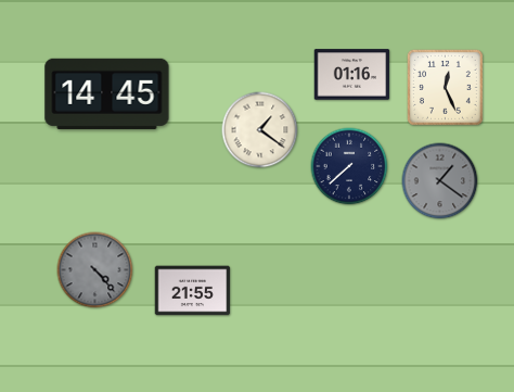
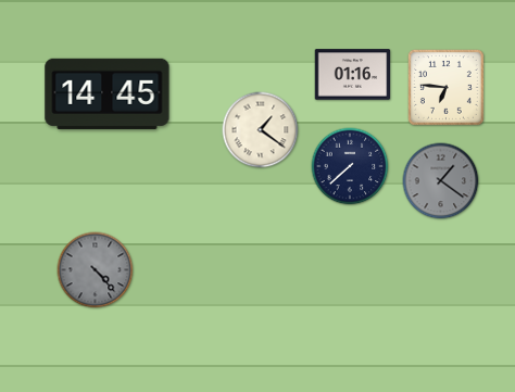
clock at (445, 87): 12:26 -> 6:46
clock at (193, 291): 21:55 -> none
